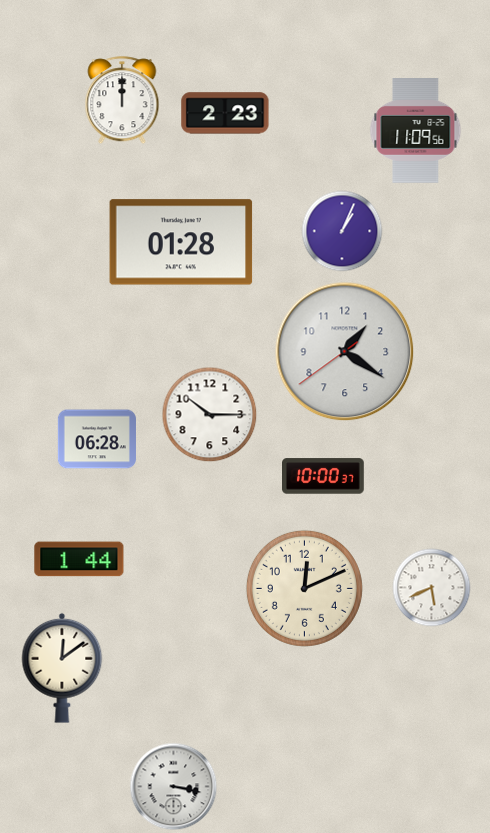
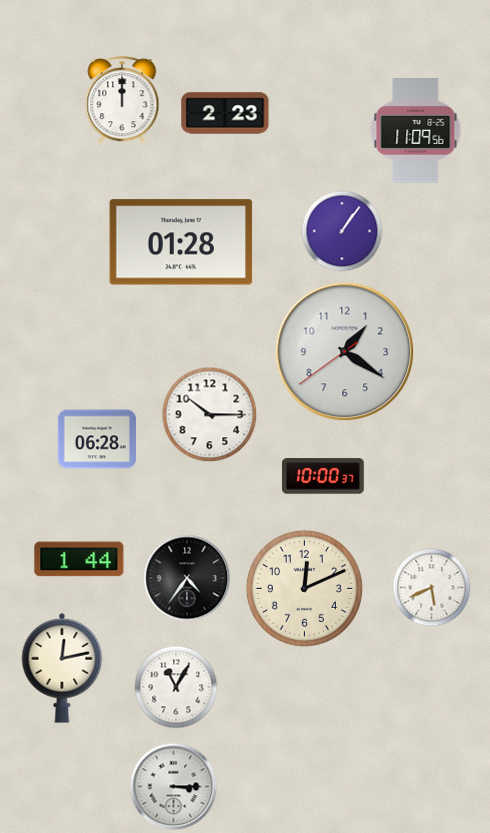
clock at (342, 231): 1:04 -> 1:06
clock at (187, 578): none -> 4:36
clock at (62, 668): 12:09 -> 12:13
clock at (176, 687): none -> 11:05
clock at (174, 787): 3:17 -> 3:15
